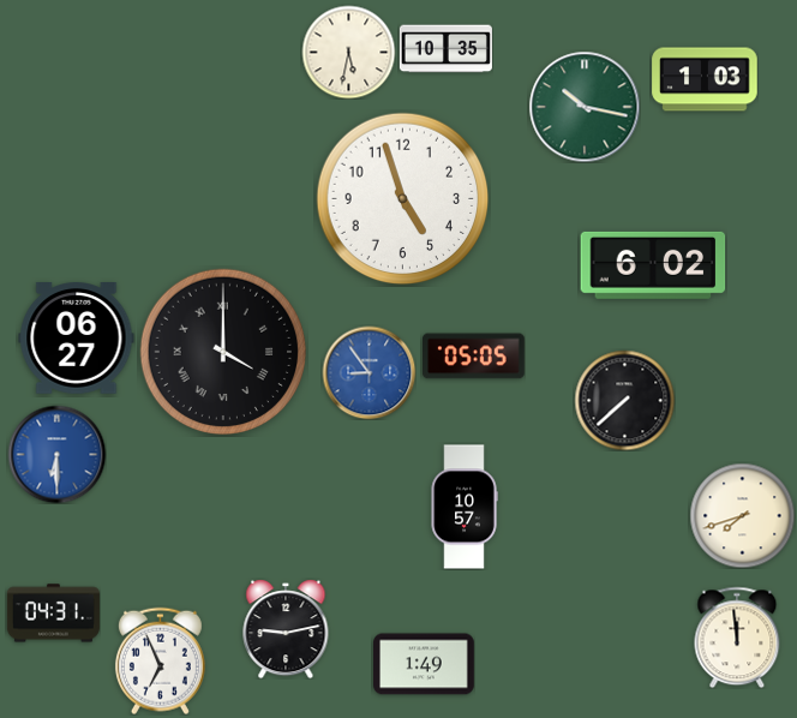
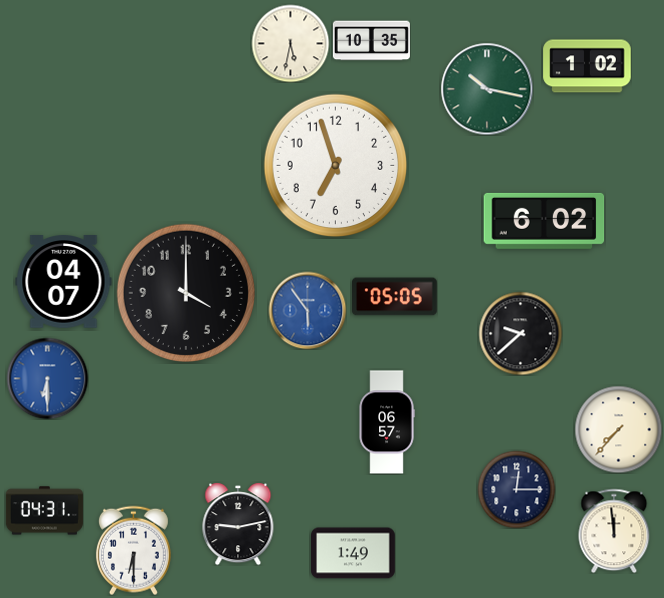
clock at (705, 79): 1:03 -> 1:02
clock at (403, 199): 4:57 -> 6:57
clock at (77, 339): 06:27 -> 04:07
clock at (222, 351) numerals: Roman -> Arabic
clock at (368, 372): 8:54 -> 5:54
clock at (624, 400): 7:38 -> 9:38
clock at (465, 507): 10:57 -> 06:57
clock at (742, 515): 7:42 -> 7:37
clock at (516, 489): none -> 12:15
clock at (160, 660): 6:56 -> 6:30
